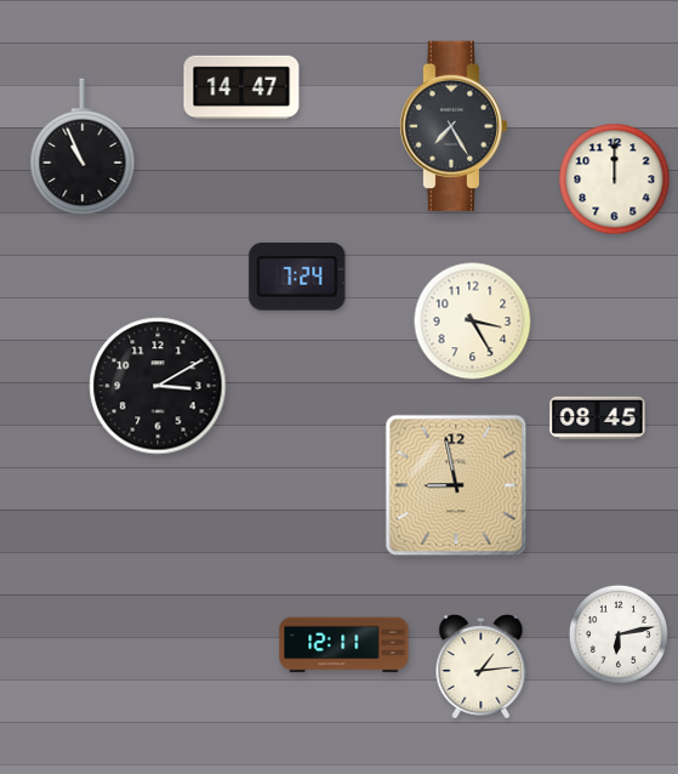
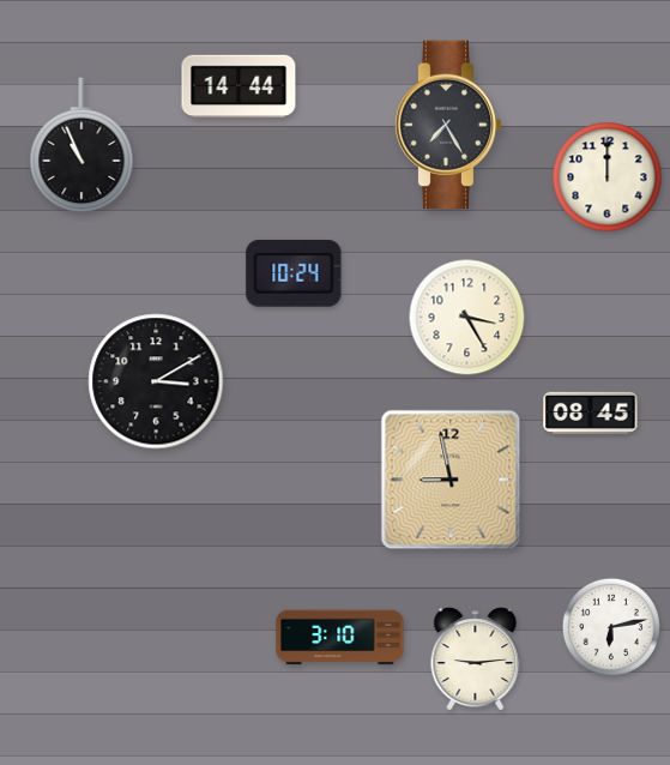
clock at (241, 87): 14:47 -> 14:44
clock at (297, 277): 7:24 -> 10:24
clock at (344, 645): 12:11 -> 3:10
clock at (482, 667): 1:14 -> 9:14
